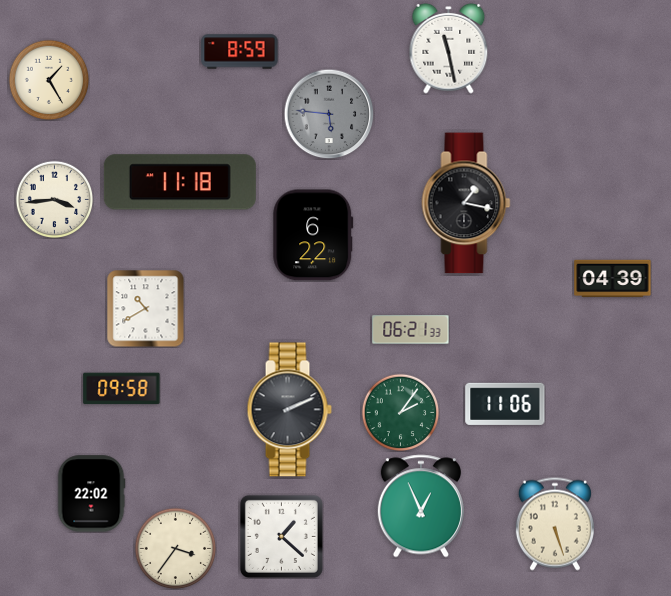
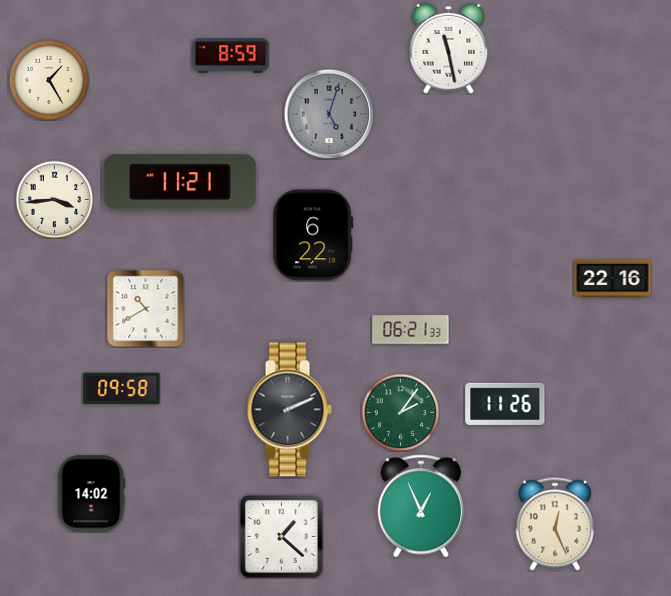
clock at (240, 52) position: (240, 52) -> (231, 56)
clock at (329, 114): 5:46 -> 5:03
clock at (180, 182): 11:18 -> 11:21
clock at (466, 203): 1:17 -> none
clock at (613, 279): 04:39 -> 22:16
clock at (505, 404): 11:06 -> 11:26
clock at (91, 494): 22:02 -> 14:02
clock at (555, 524): 5:27 -> 12:26
clock at (175, 548): 3:36 -> none
